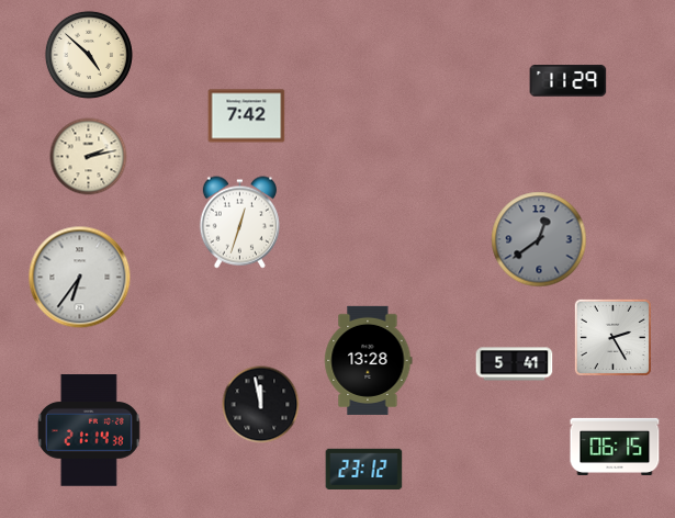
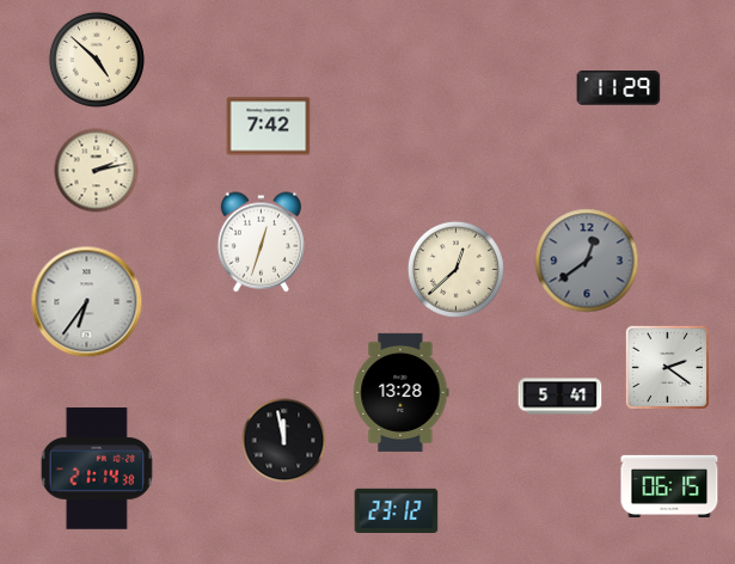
clock at (455, 269): none -> 12:38
clock at (612, 337): 2:25 -> 2:21
